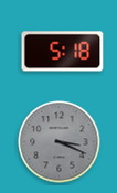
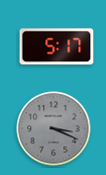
clock at (63, 52): 5:18 -> 5:17
